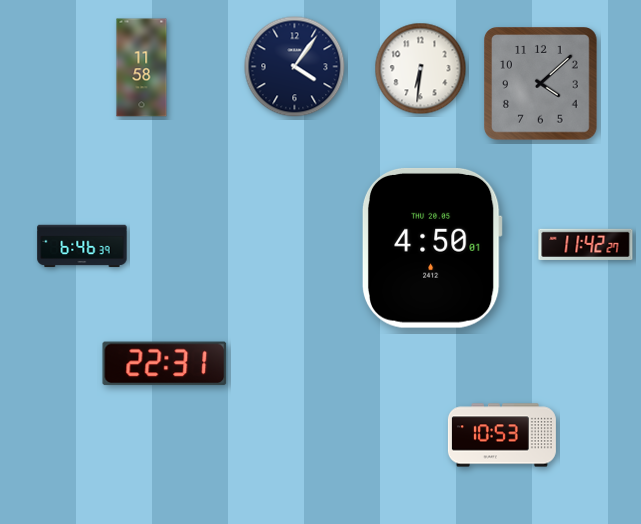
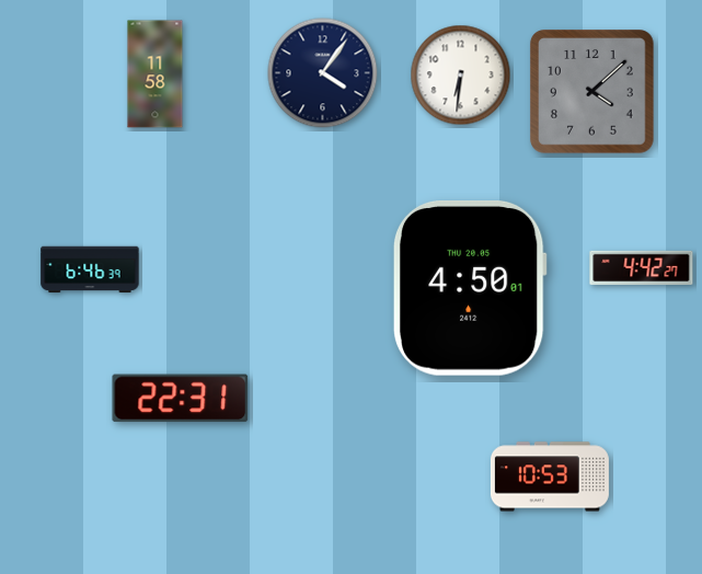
clock at (586, 244): 11:42 -> 4:42
clock at (432, 248) position: (432, 248) -> (470, 288)
